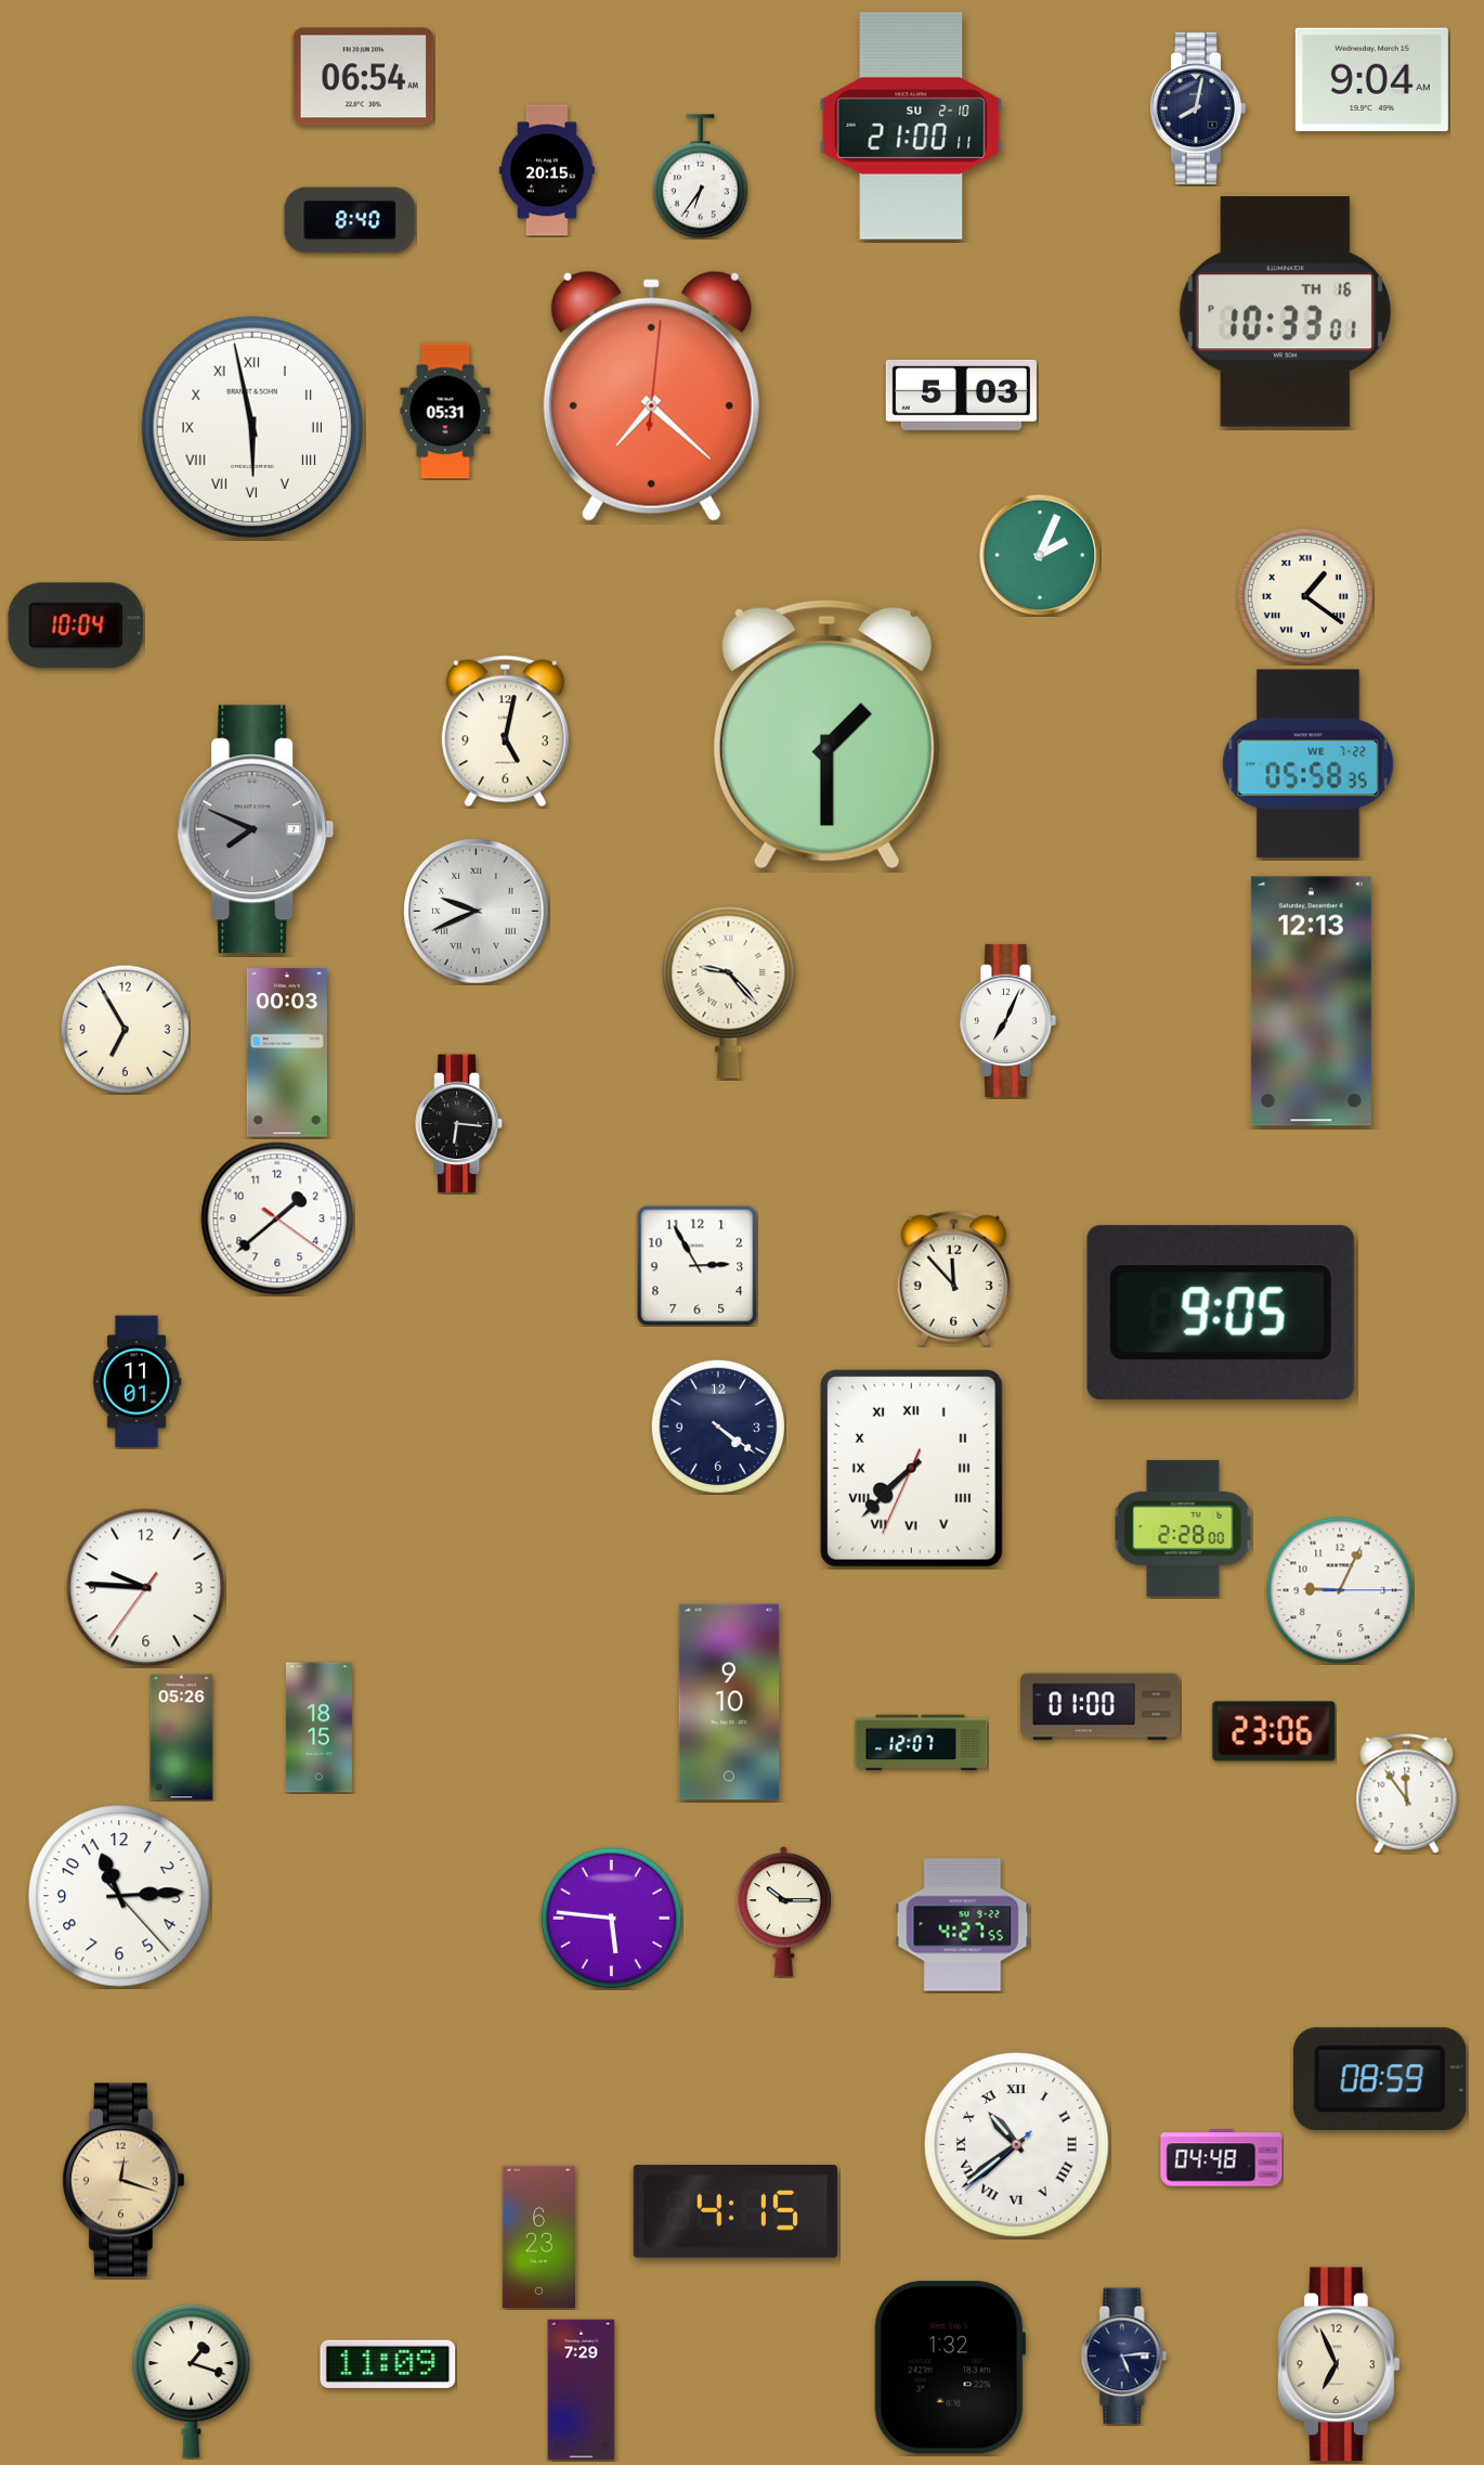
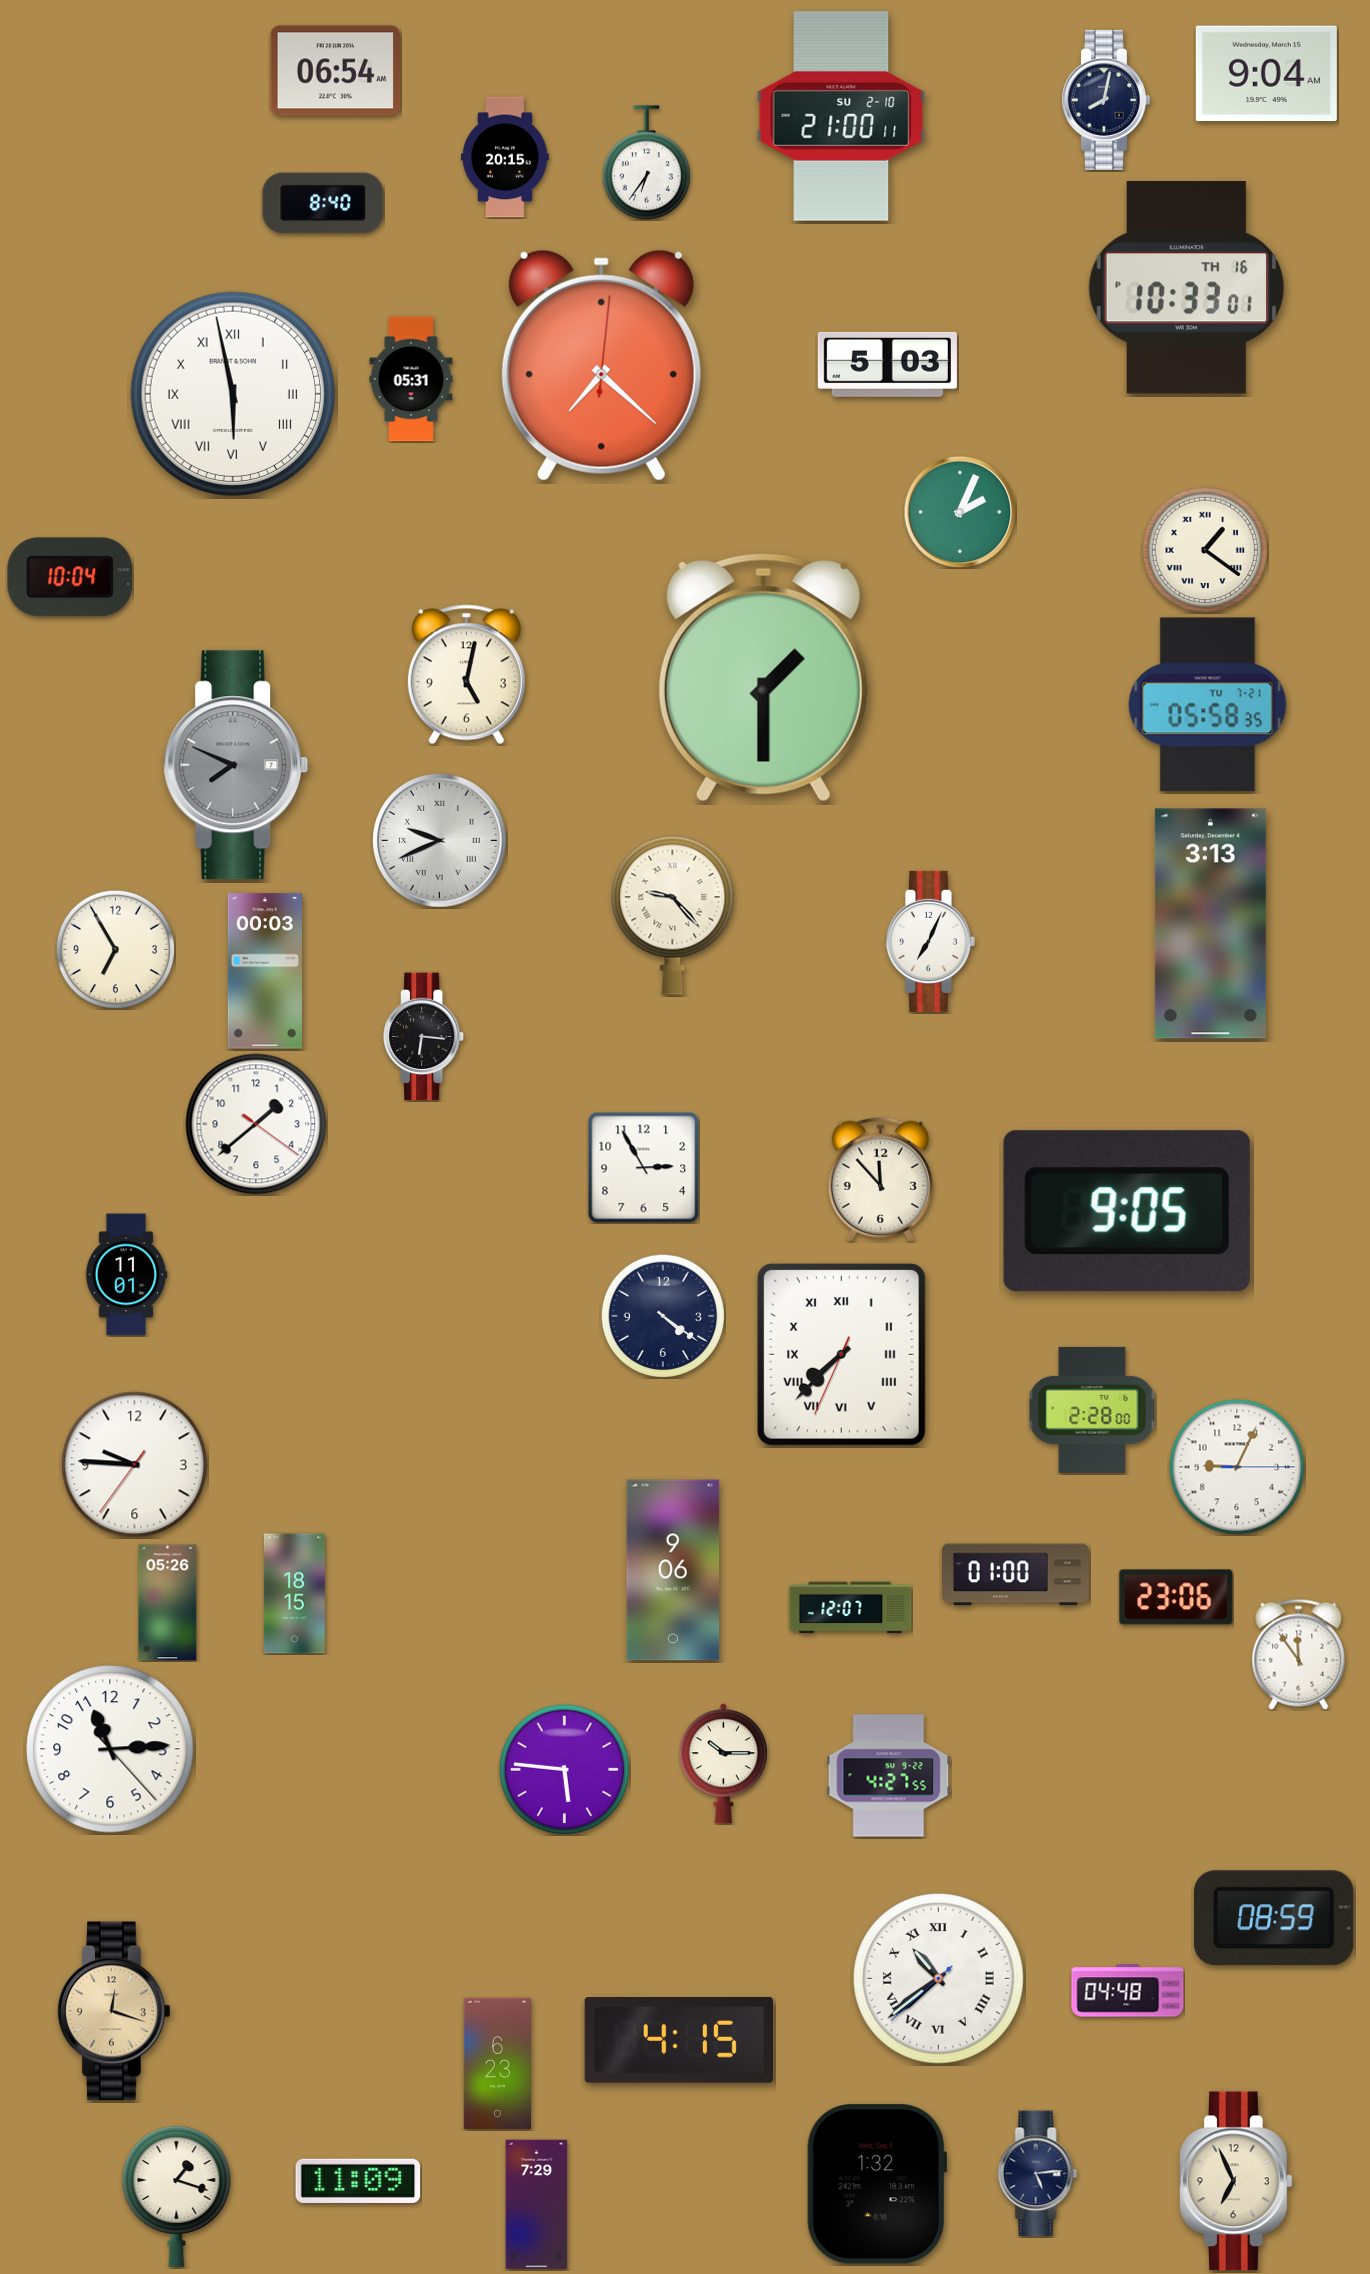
clock at (1309, 764) date: WE 7-22 -> TU 7-21
clock at (1311, 1002): 12:13 -> 3:13
clock at (729, 1702): 9:10 -> 9:06
